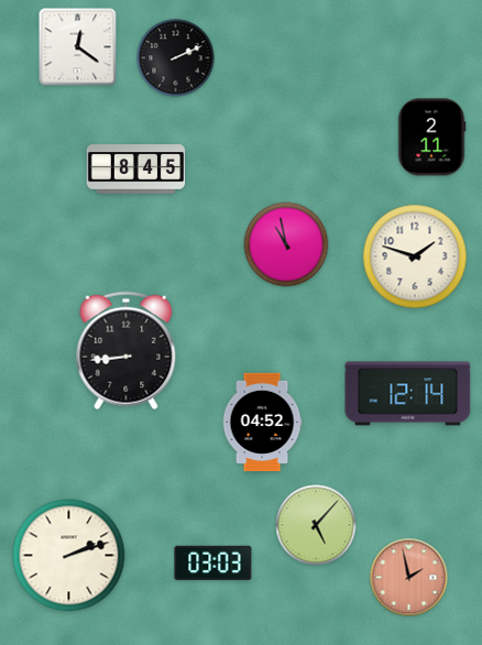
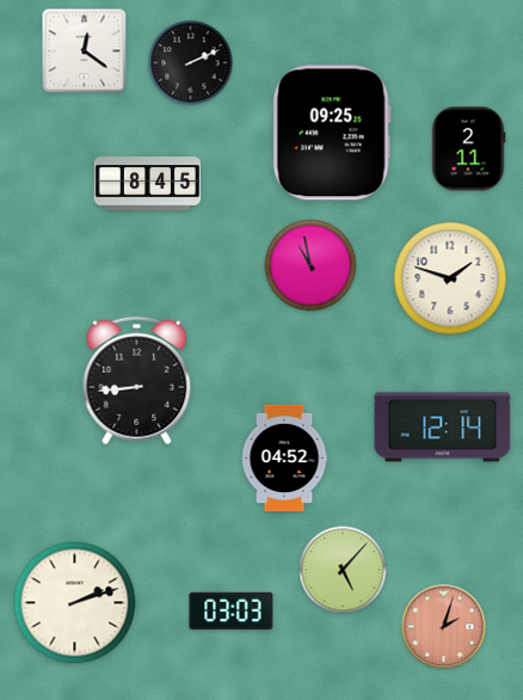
clock at (332, 133): none -> 09:25
clock at (409, 578): 1:58 -> 2:03
